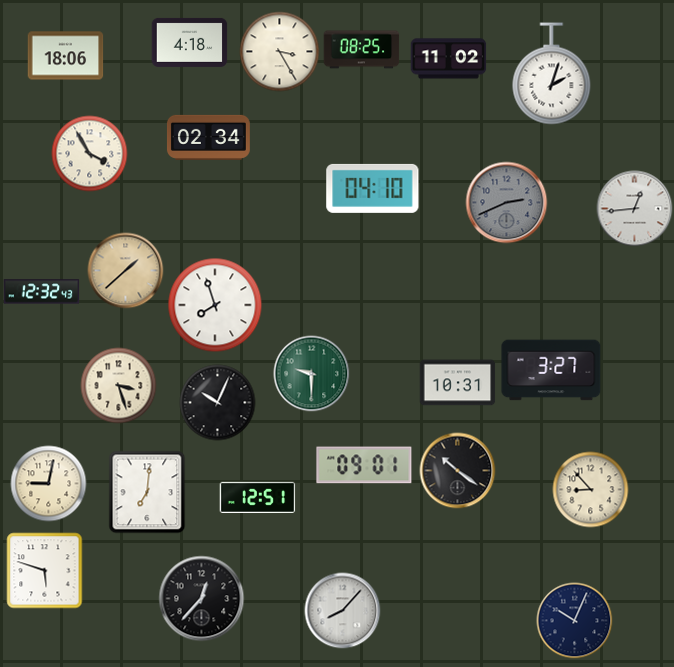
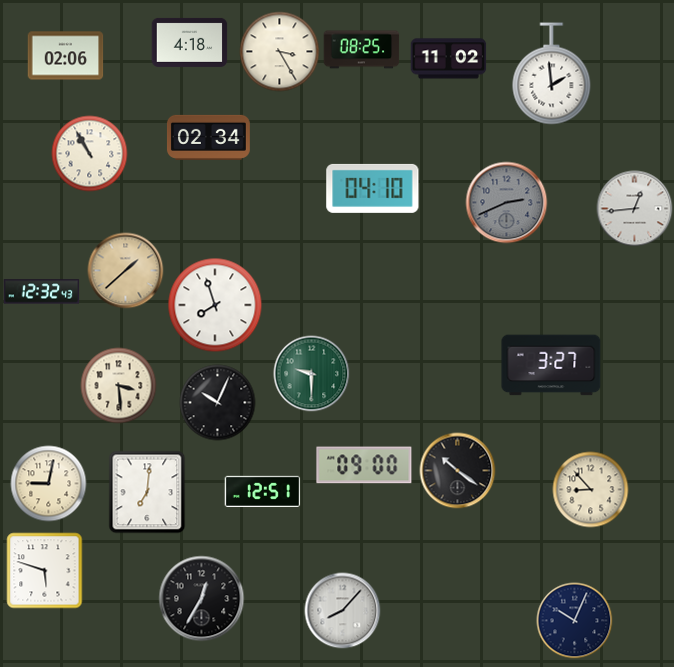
clock at (66, 56): 18:06 -> 02:06
clock at (552, 74): 2:03 -> 1:59
clock at (90, 154): 3:55 -> 10:55
clock at (551, 370) position: (551, 370) -> (551, 365)
clock at (458, 383): 10:31 -> none
clock at (119, 386): 3:27 -> 3:29
clock at (364, 465): 09:01 -> 09:00
clock at (258, 497) position: (258, 497) -> (263, 491)
clock at (202, 599): 12:37 -> 12:35
